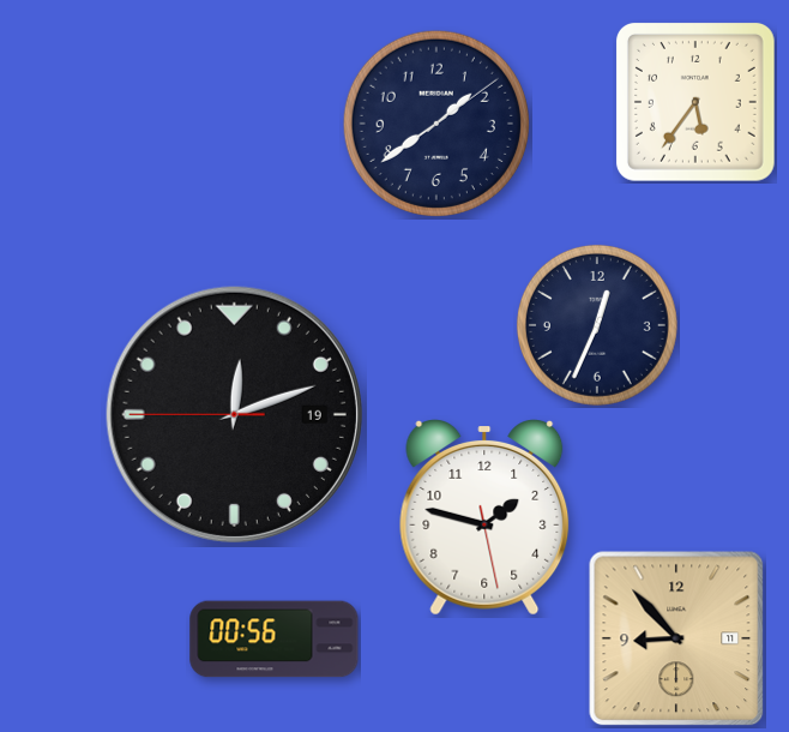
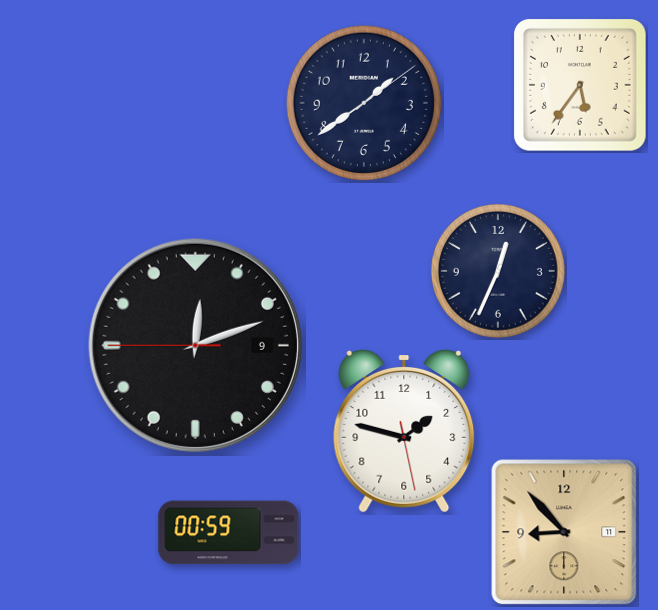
clock at (234, 414) date: 19 -> 9
clock at (275, 640): 00:56 -> 00:59
